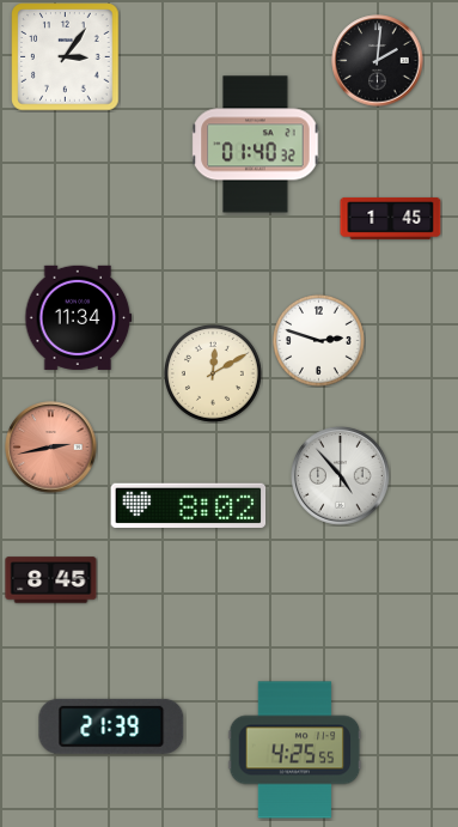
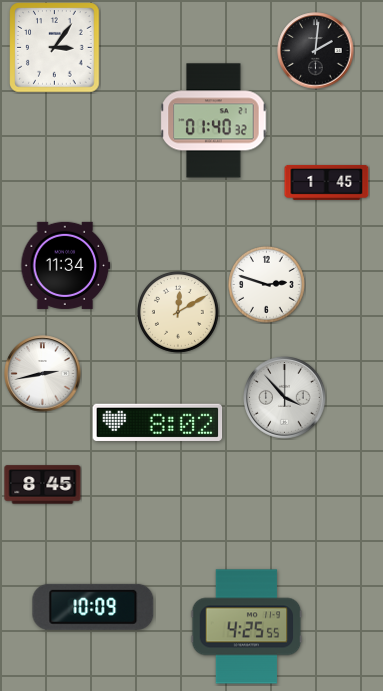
clock at (51, 448) dial: salmon -> white
clock at (341, 476): 4:53 -> 3:53
clock at (111, 726): 21:39 -> 10:09
